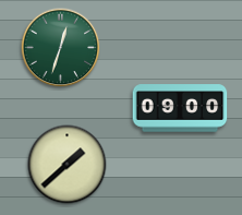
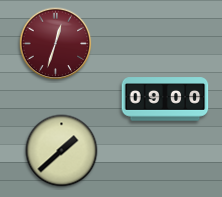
clock at (61, 48) dial: green -> burgundy
